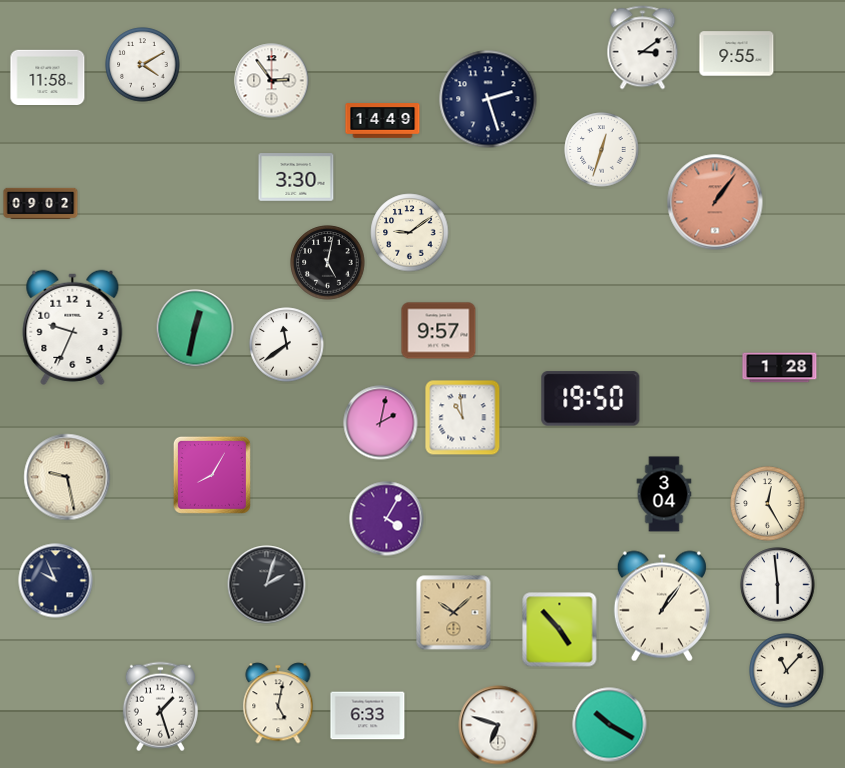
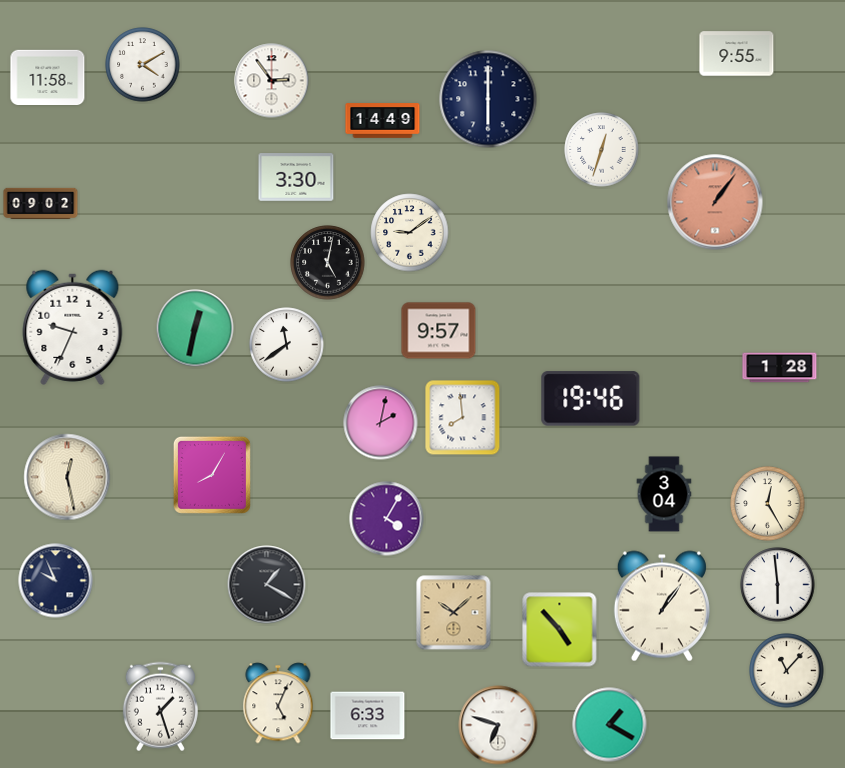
clock at (643, 48): 3:09 -> none
clock at (488, 99): 2:27 -> 6:00
clock at (591, 399): 19:50 -> 19:46
clock at (463, 418): 10:59 -> 7:59
clock at (67, 477): 9:28 -> 12:28
clock at (267, 585): 2:03 -> 1:20
clock at (278, 703): 5:02 -> 5:04
clock at (610, 725): 10:20 -> 1:20
